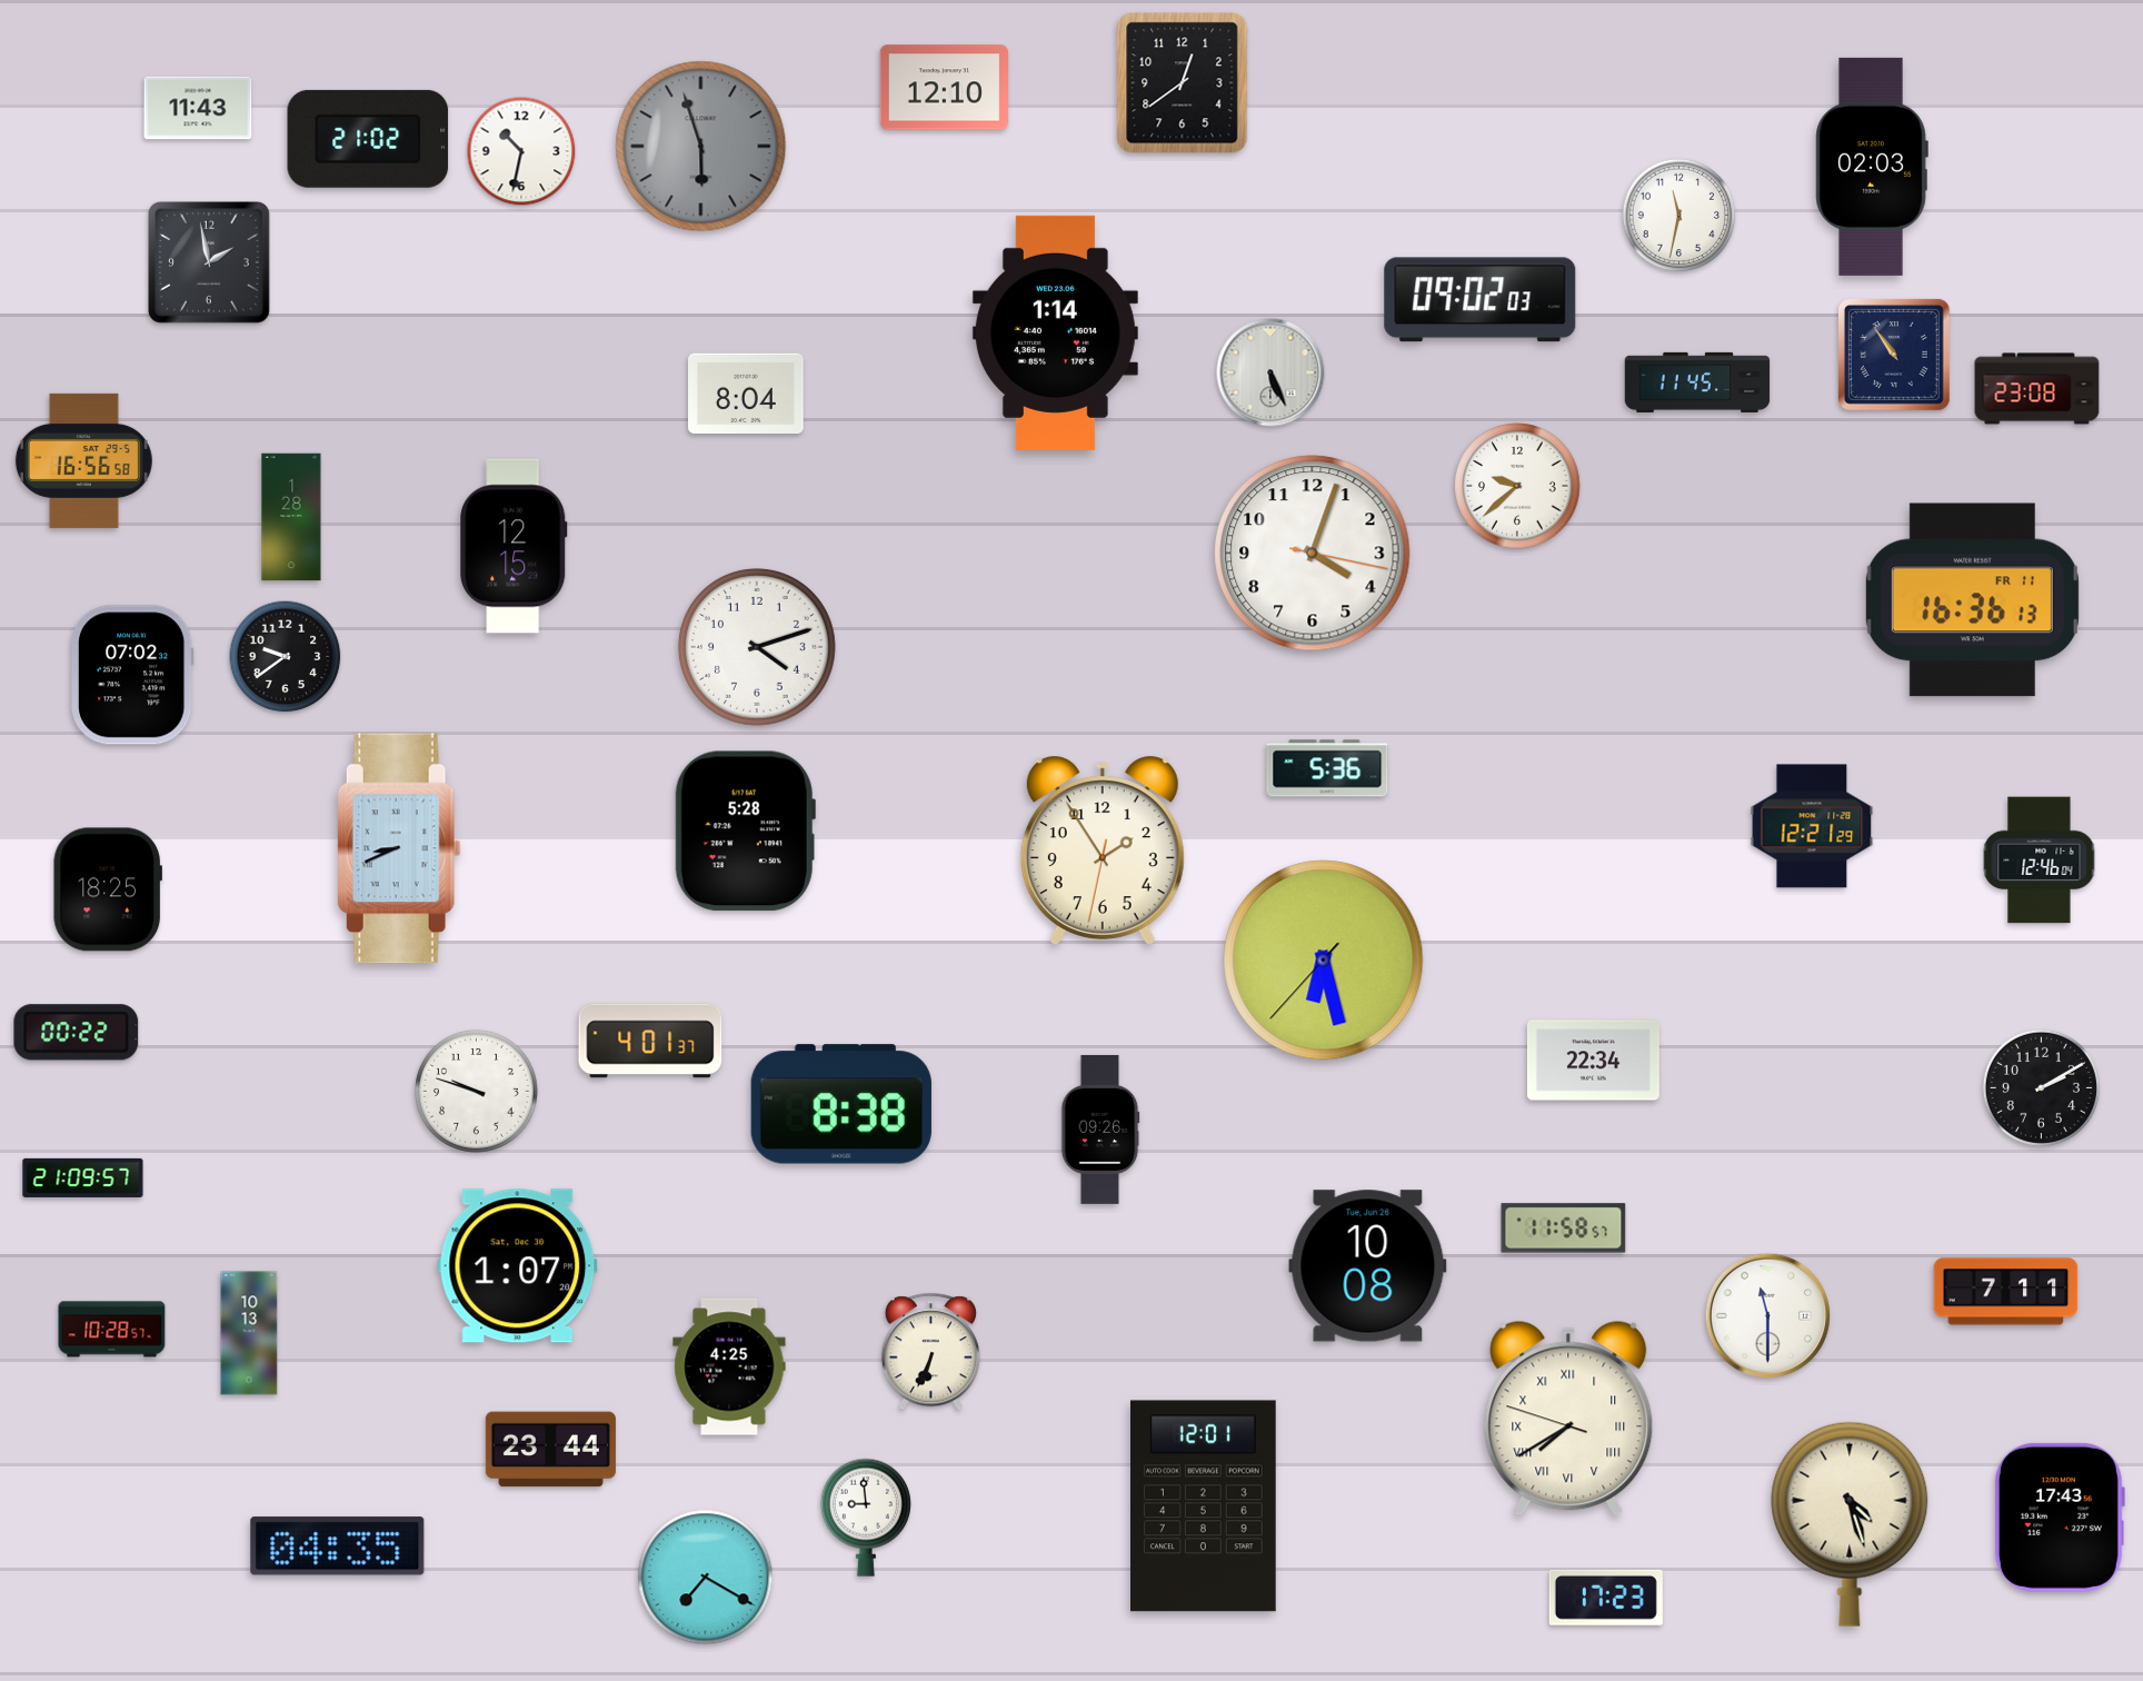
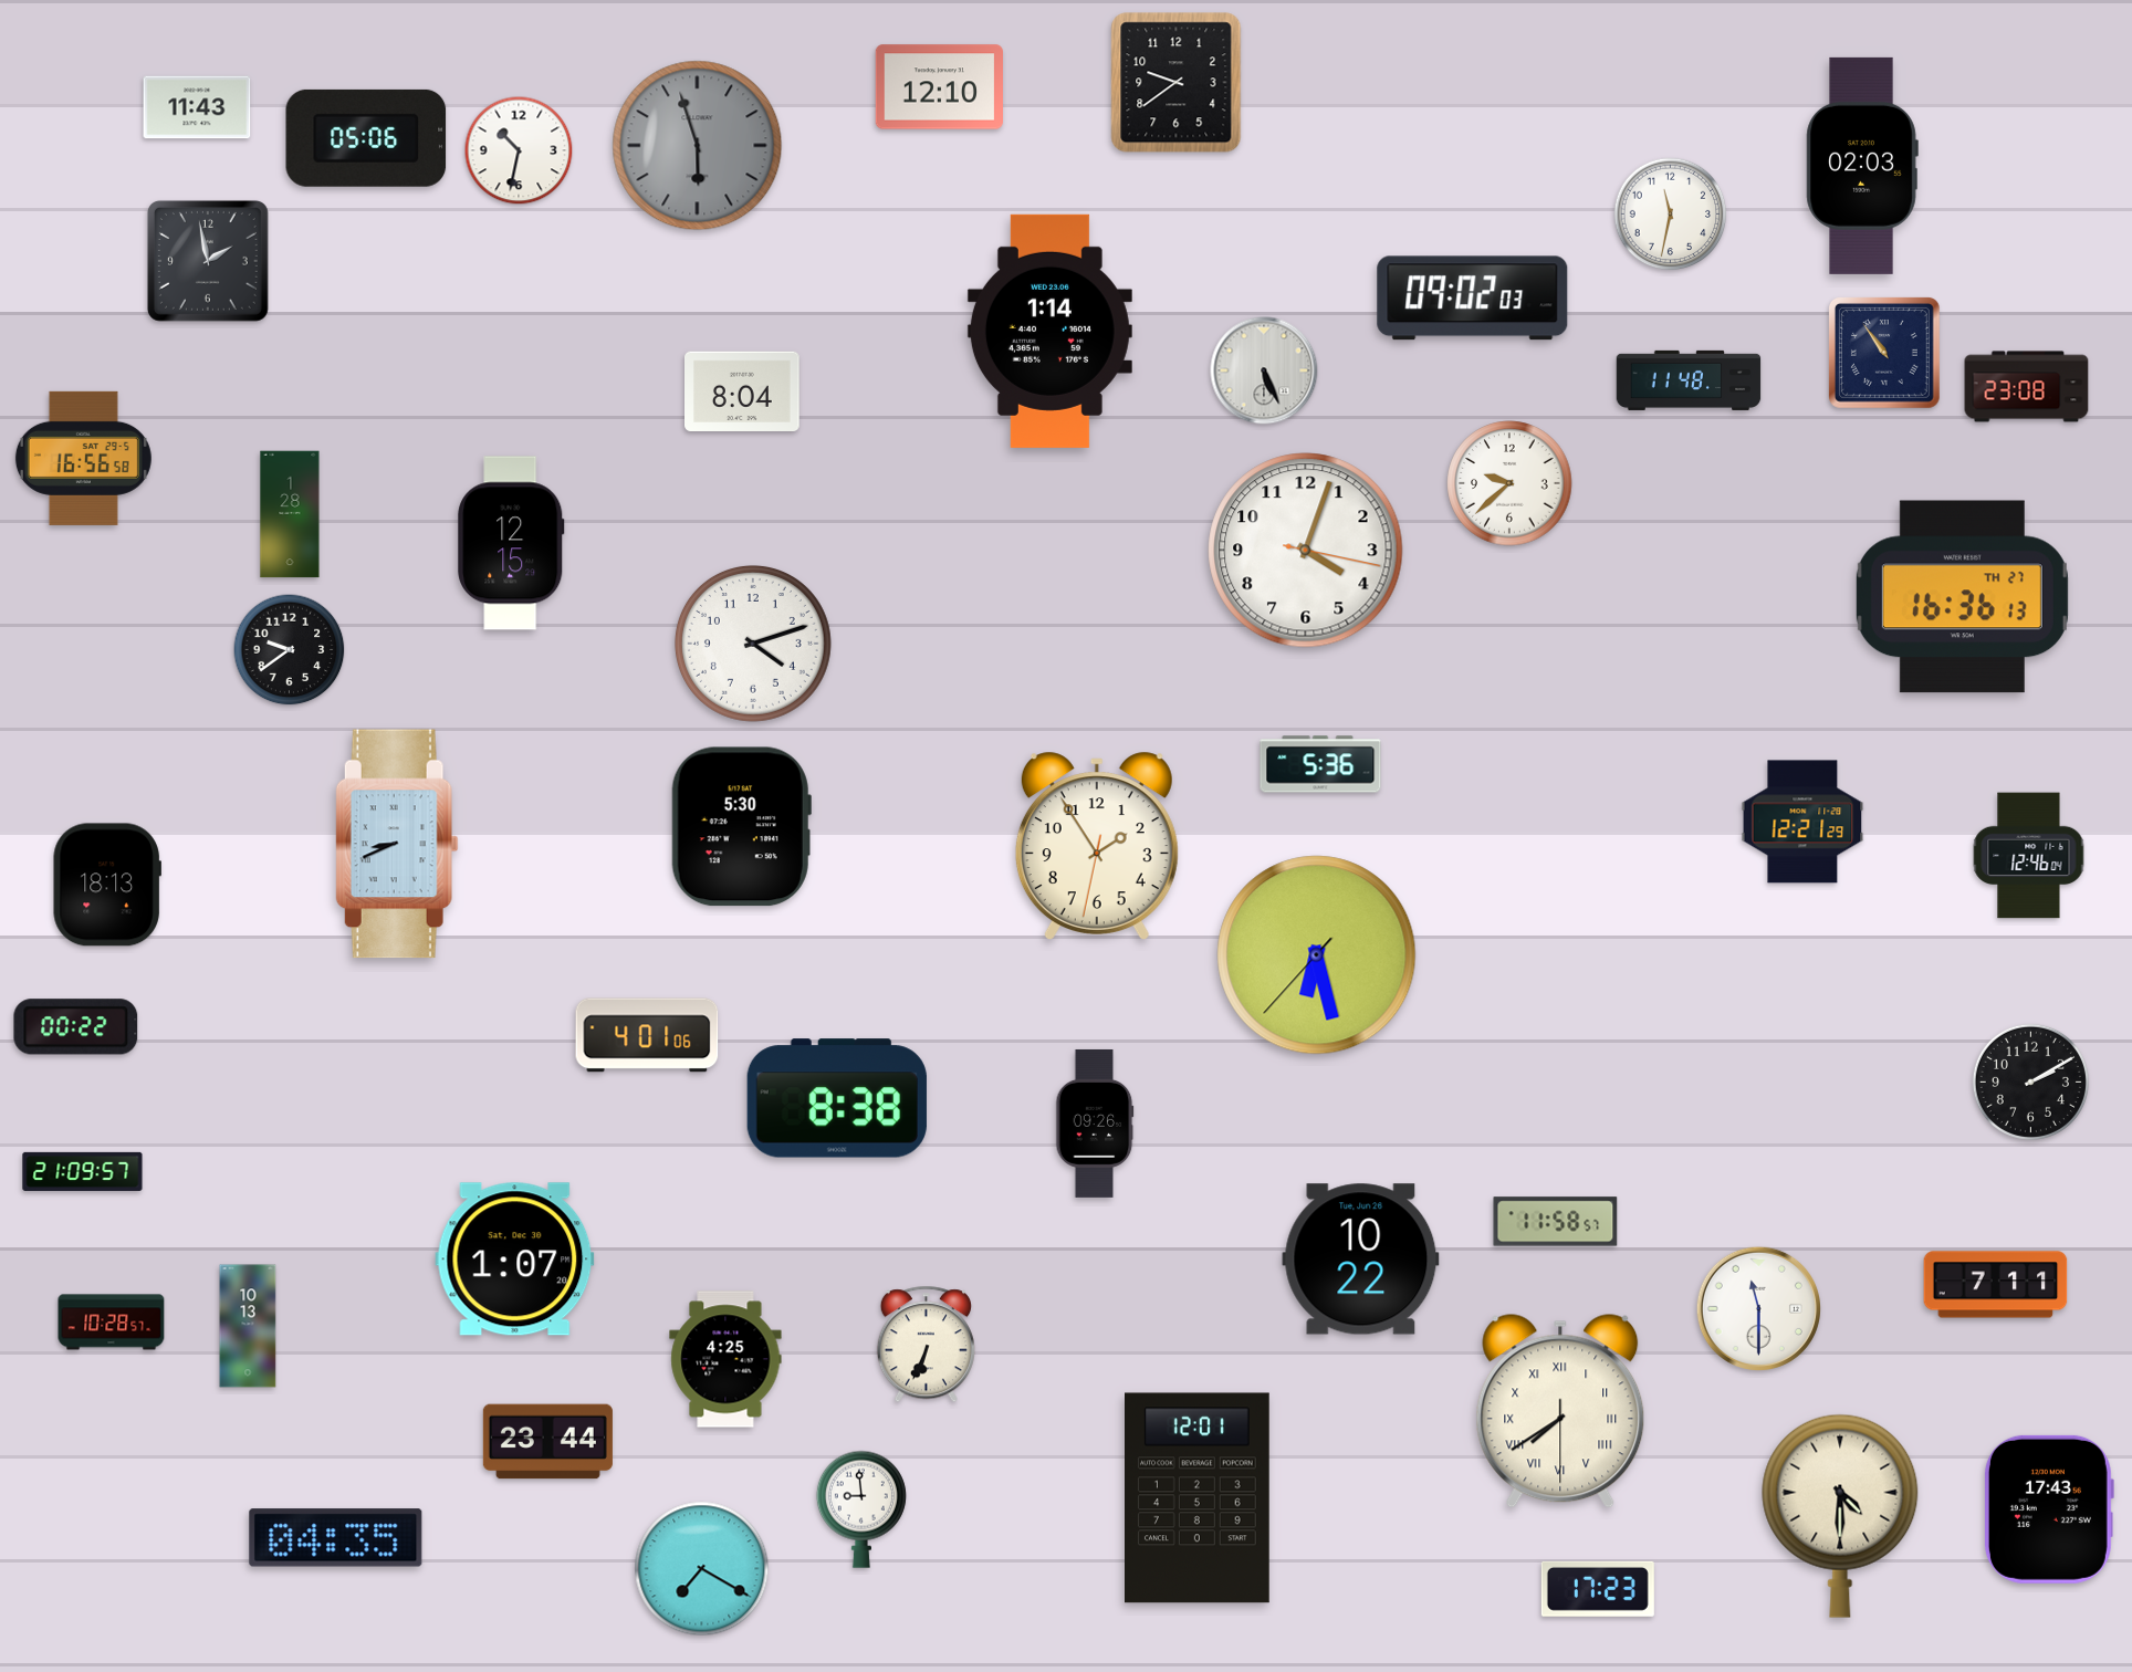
clock at (1183, 83): 12:39 -> 9:39
clock at (368, 139): 21:02 -> 05:06
clock at (1697, 382): 11:45 -> 11:48
clock at (1972, 600) date: FR 11 -> TH 27
clock at (286, 657) position: (286, 657) -> (290, 650)
clock at (132, 675): 07:02 -> none
clock at (745, 832): 5:28 -> 5:30
clock at (108, 889): 18:25 -> 18:13
clock at (650, 1041): 4:01:37 -> 4:01:06
clock at (1593, 1061): 22:34 -> none
clock at (477, 1092): 9:48 -> none
clock at (1368, 1266): 10:08 -> 10:22
clock at (1568, 1419): 7:39:48 -> 7:39:30
clock at (1850, 1524): 4:27 -> 4:30
